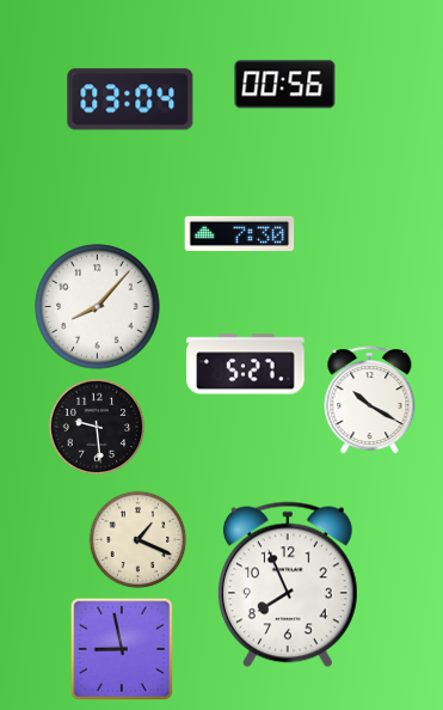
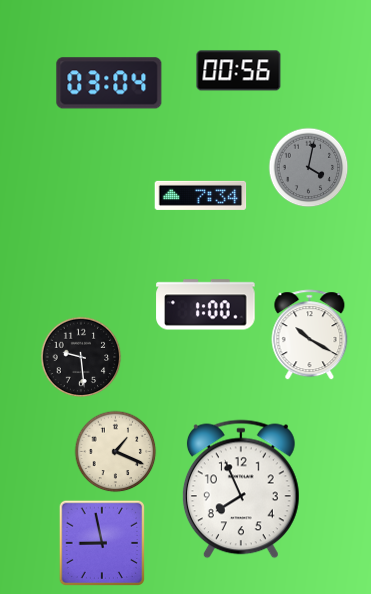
clock at (309, 168): none -> 4:02
clock at (240, 233): 7:30 -> 7:34
clock at (98, 307): 8:07 -> none
clock at (246, 365): 5:27 -> 1:00
